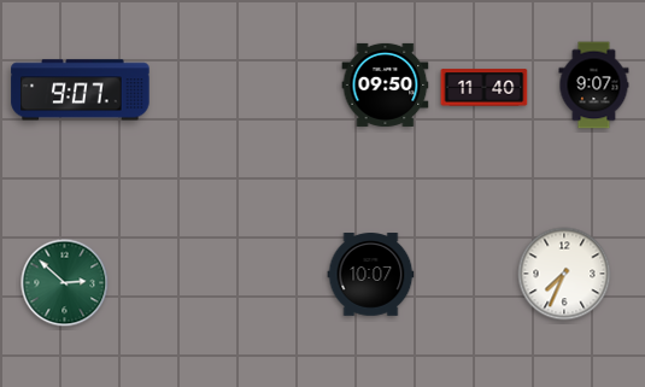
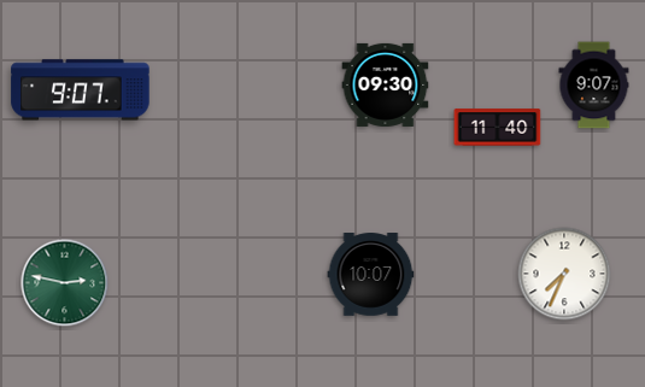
clock at (386, 84): 09:50 -> 09:30
clock at (485, 88) position: (485, 88) -> (498, 128)
clock at (65, 283): 2:52 -> 2:47
